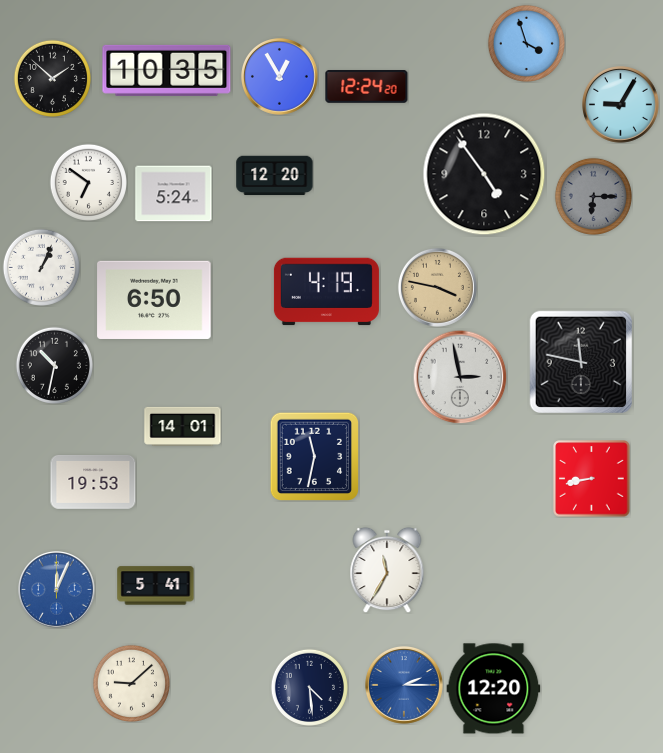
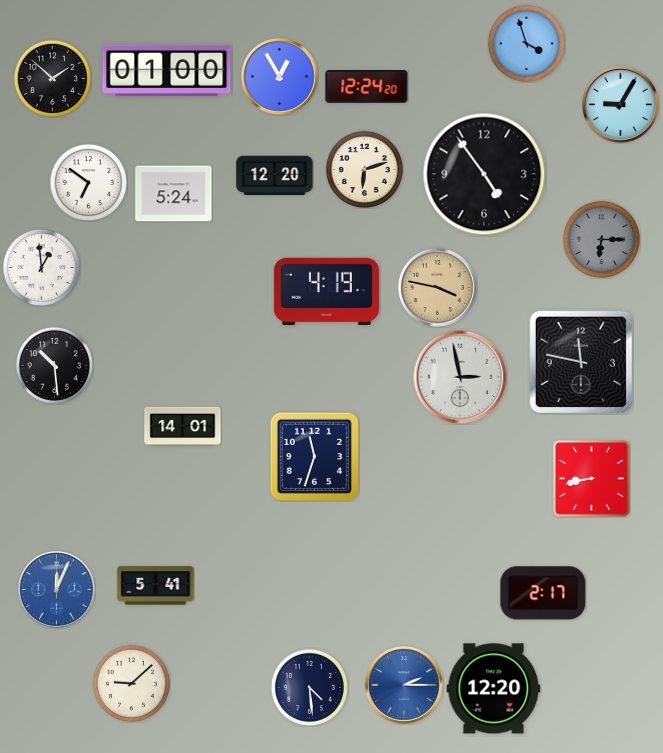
clock at (167, 70): 10:35 -> 01:00
clock at (364, 169): none -> 6:12
clock at (593, 196) position: (593, 196) -> (601, 239)
clock at (41, 267): 1:04 -> 12:59
clock at (154, 300): 6:50 -> none
clock at (54, 365): 10:32 -> 10:29
clock at (314, 456): 11:32 -> 11:33
clock at (93, 482): 19:53 -> none
clock at (387, 570): 11:35 -> none
clock at (543, 593): none -> 2:17
